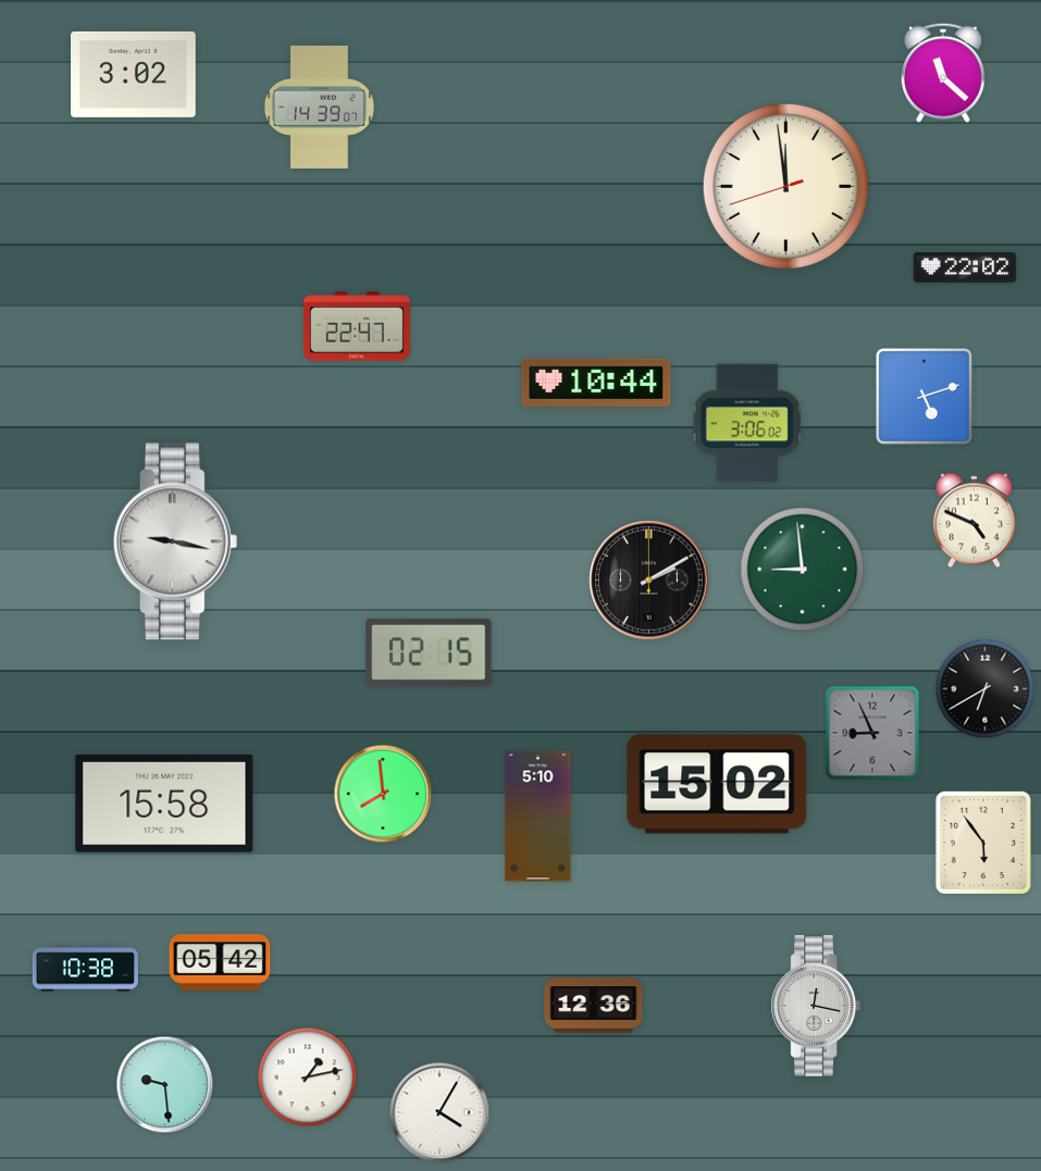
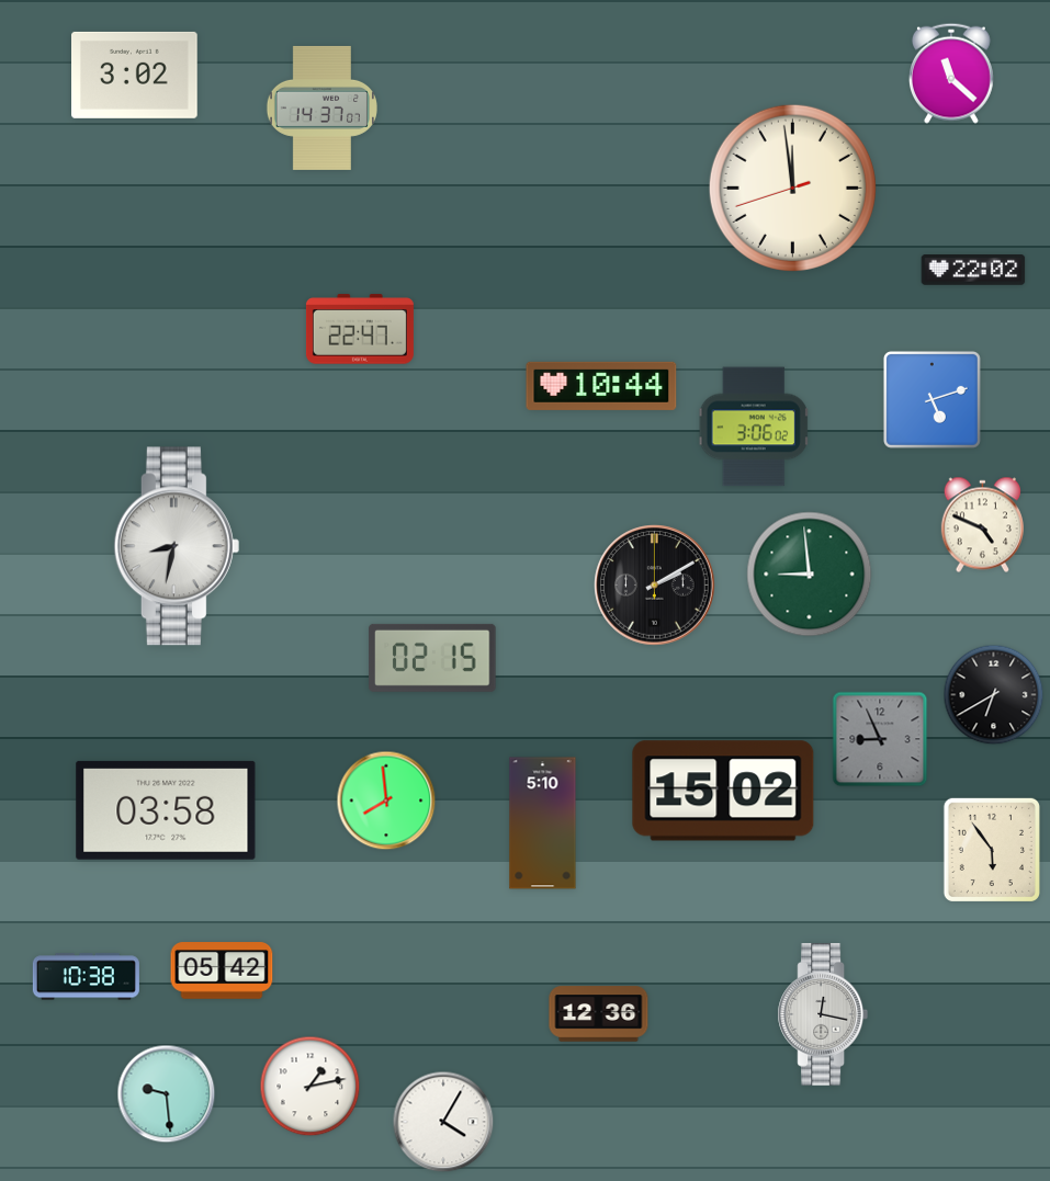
clock at (319, 107): 14:39 -> 14:37
clock at (175, 541): 9:17 -> 8:32
clock at (164, 803): 15:58 -> 03:58
